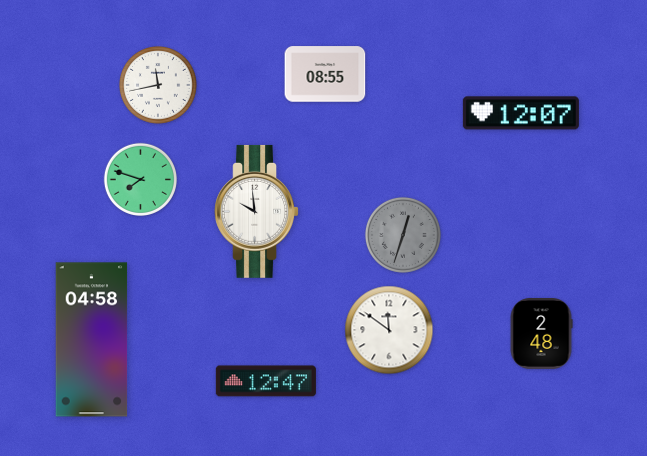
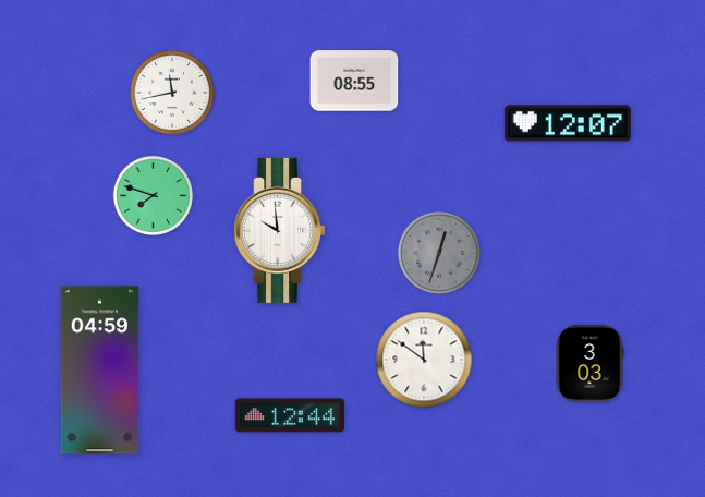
clock at (403, 235) position: (403, 235) -> (439, 253)
clock at (541, 334): 2:48 -> 3:03
clock at (92, 340): 04:58 -> 04:59
clock at (266, 381): 12:47 -> 12:44
